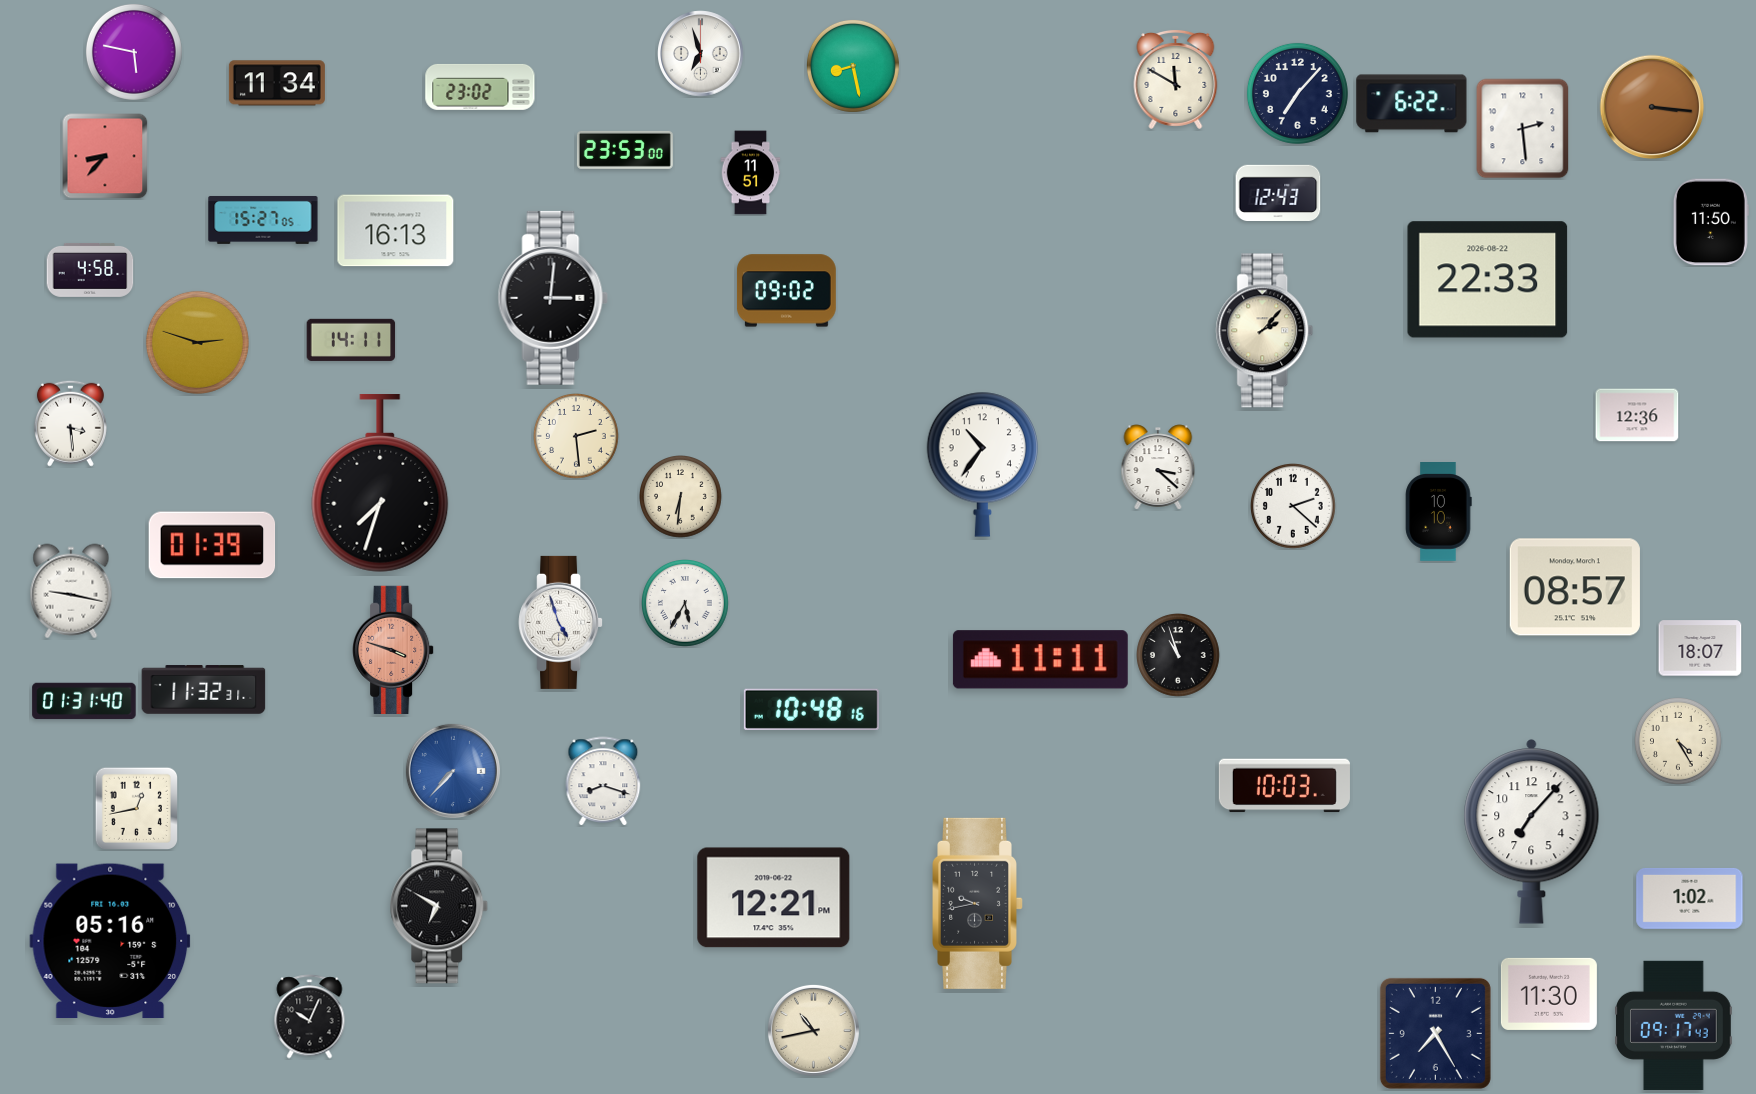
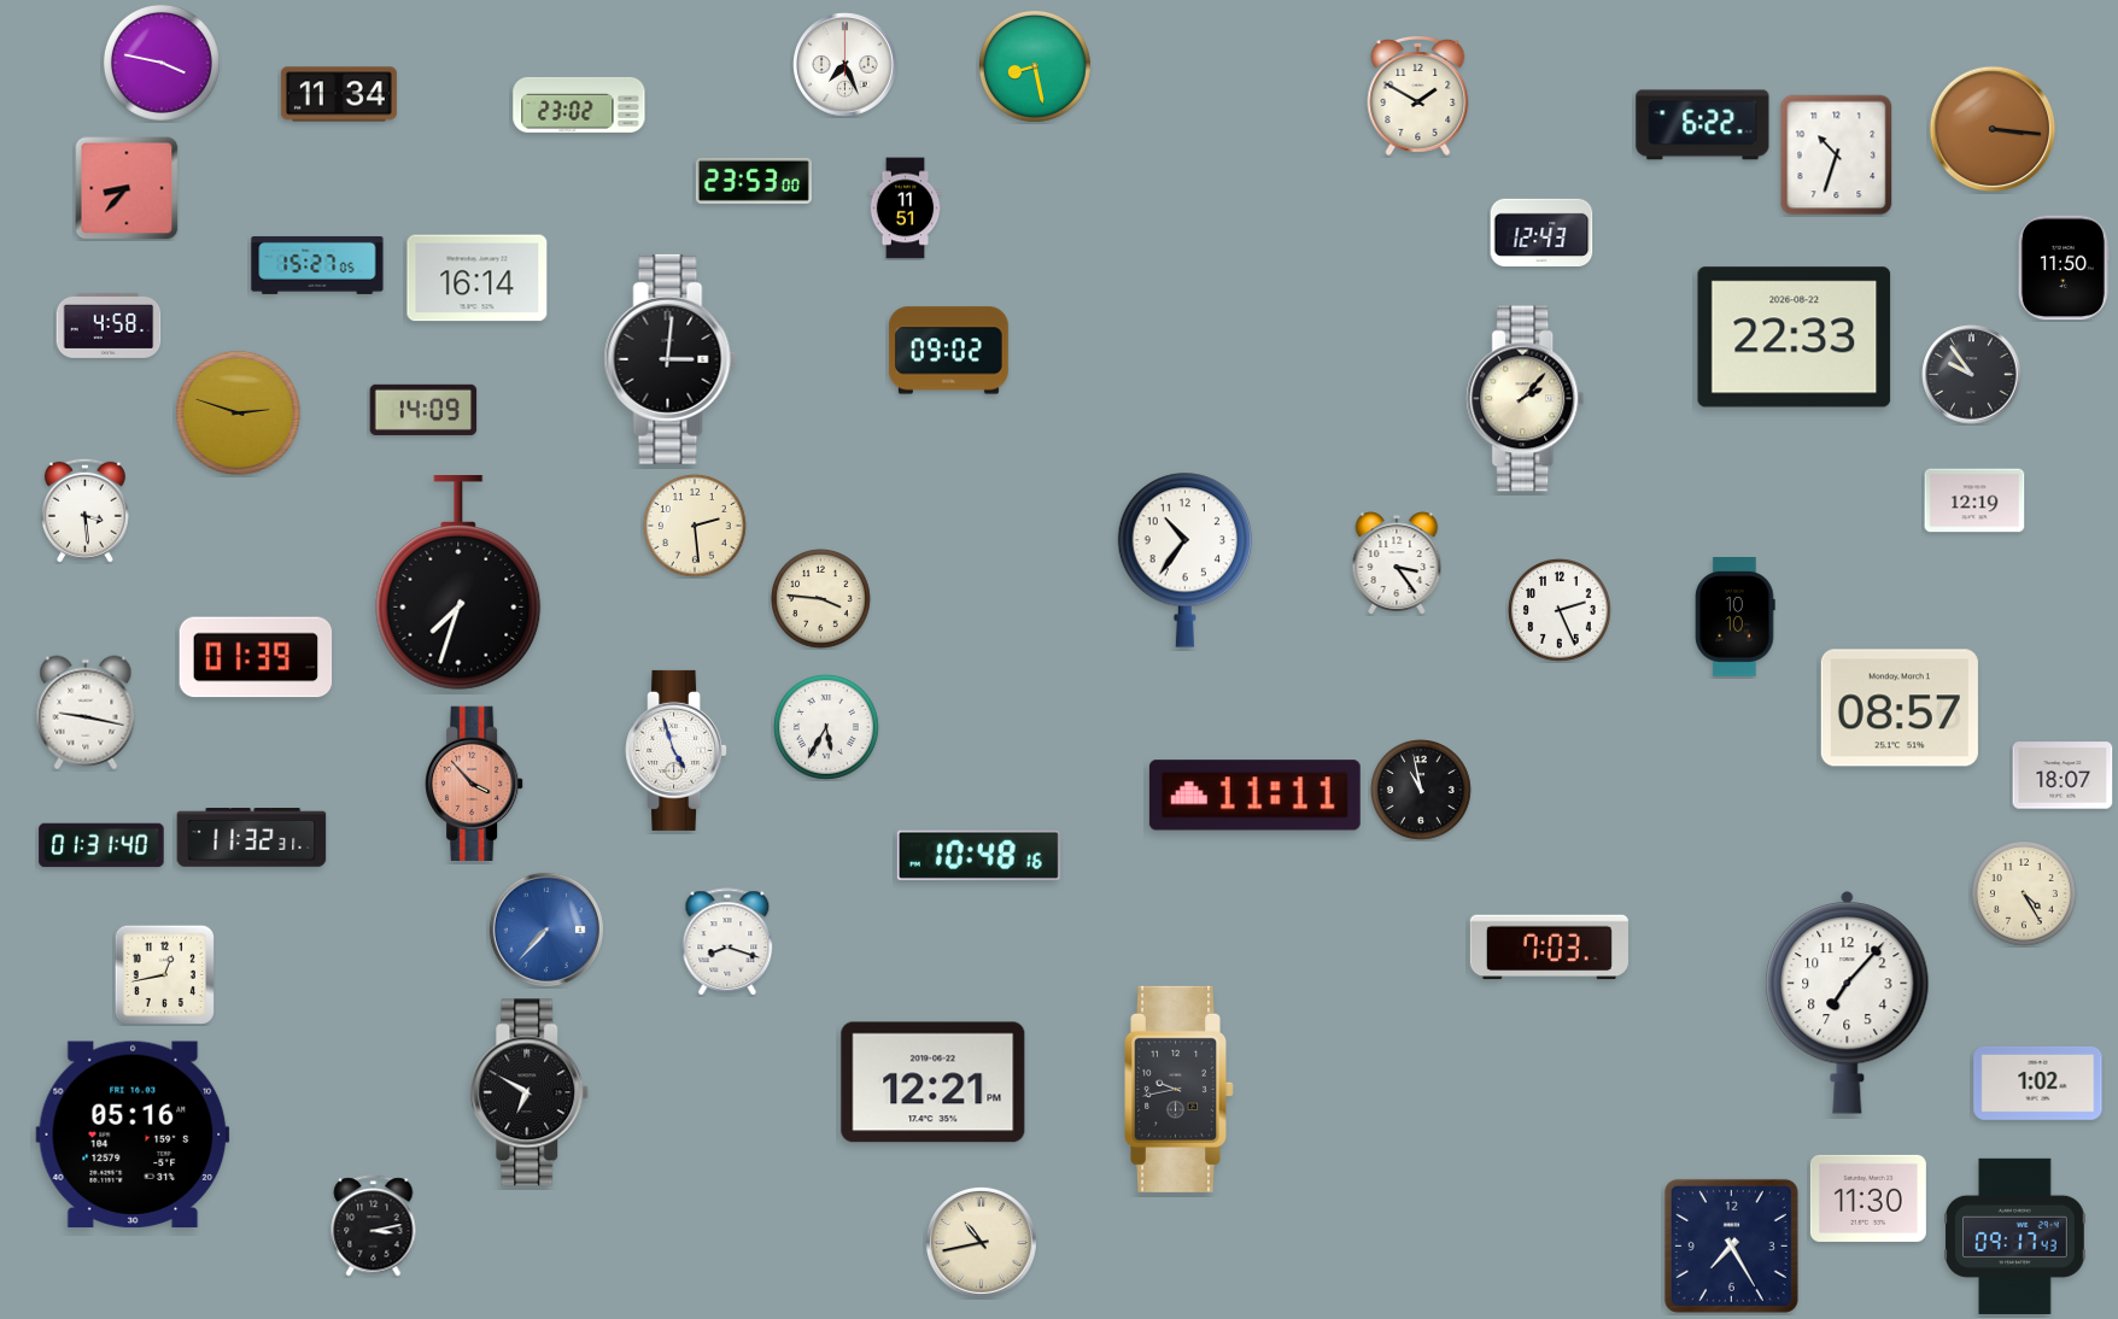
clock at (134, 52): 5:47 -> 3:47
clock at (701, 54): 6:57 -> 7:26
clock at (853, 66) position: (853, 66) -> (1035, 66)
clock at (1176, 79): 11:50 -> 1:50
clock at (277, 83) position: (277, 83) -> (339, 94)
clock at (1297, 93): 7:07 -> none
clock at (1523, 129): 2:29 -> 10:33
clock at (396, 231): 16:13 -> 16:14
clock at (553, 298) position: (553, 298) -> (671, 359)
clock at (1972, 375): none -> 9:54
clock at (351, 340): 14:11 -> 14:09
clock at (1637, 415): 12:36 -> 12:19
clock at (1158, 467): 3:22 -> 3:24
clock at (681, 497): 6:31 -> 3:46
clock at (1294, 507): 2:22 -> 2:26
clock at (1700, 648) position: (1700, 648) -> (2063, 775)
clock at (393, 649): 3:48 -> 3:53
clock at (1179, 656): 10:57 -> 10:58
clock at (204, 690) position: (204, 690) -> (252, 838)
clock at (1284, 786): 10:03 -> 7:03
clock at (310, 1017): 10:04 -> 3:13
clock at (1674, 1025) position: (1674, 1025) -> (2015, 1236)
